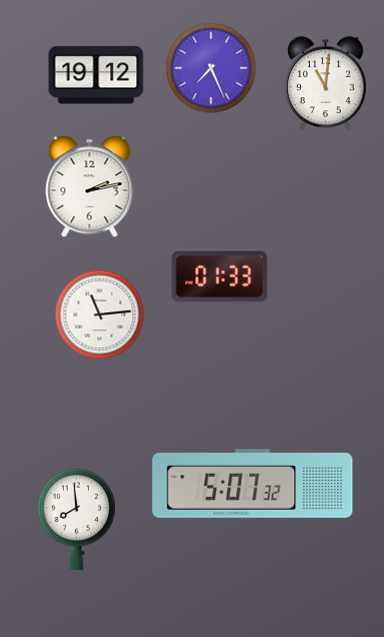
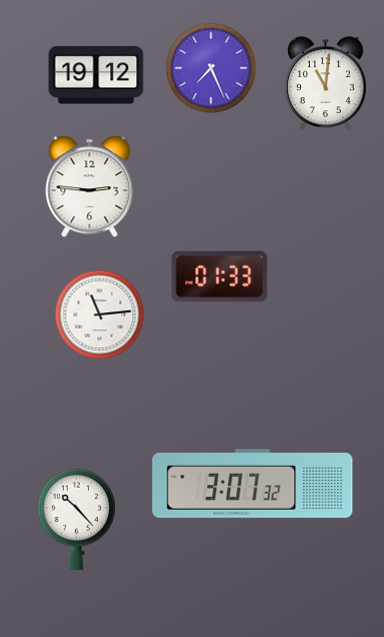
clock at (90, 187): 2:13 -> 2:46
clock at (253, 483): 5:07 -> 3:07
clock at (76, 519): 7:59 -> 10:23
